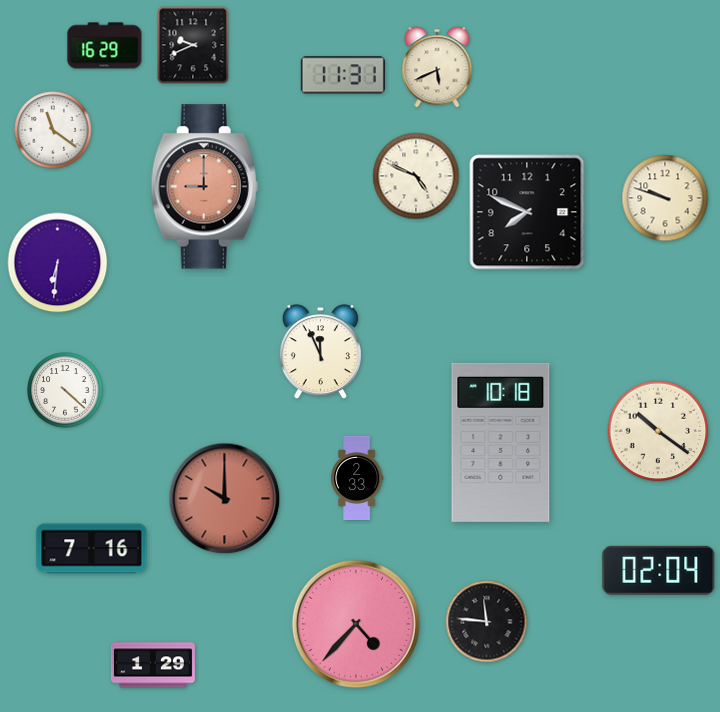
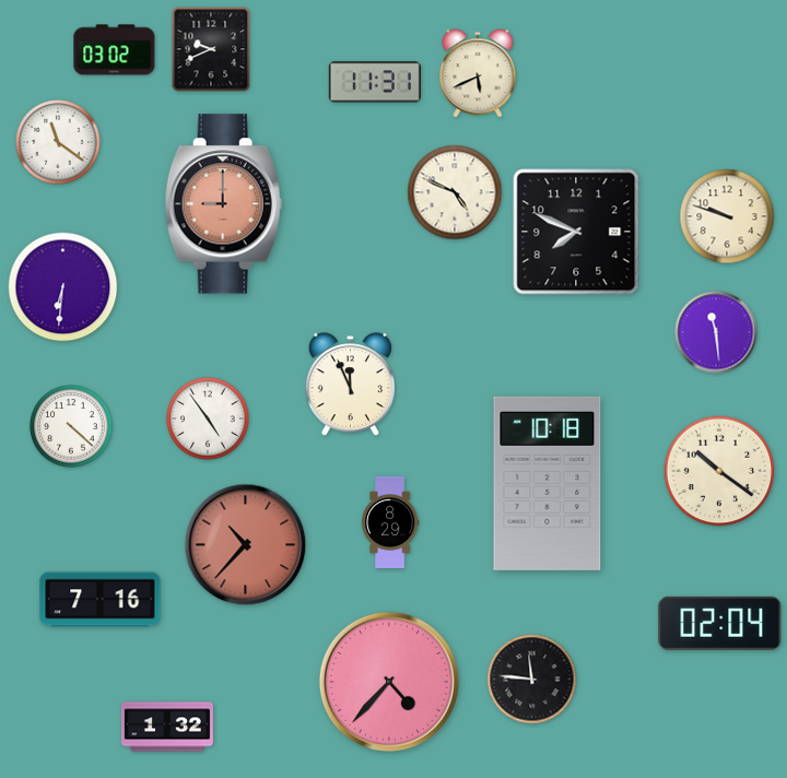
clock at (105, 46): 16:29 -> 03:02
clock at (716, 332): none -> 11:29
clock at (208, 419): none -> 4:54
clock at (358, 478): 2:33 -> 8:29
clock at (225, 499): 10:00 -> 10:37
clock at (153, 665): 1:29 -> 1:32
